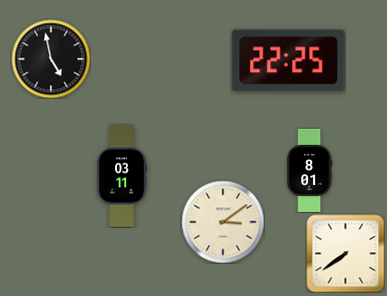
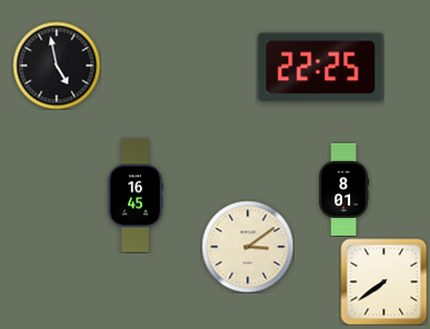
clock at (122, 176): 03:11 -> 16:45
